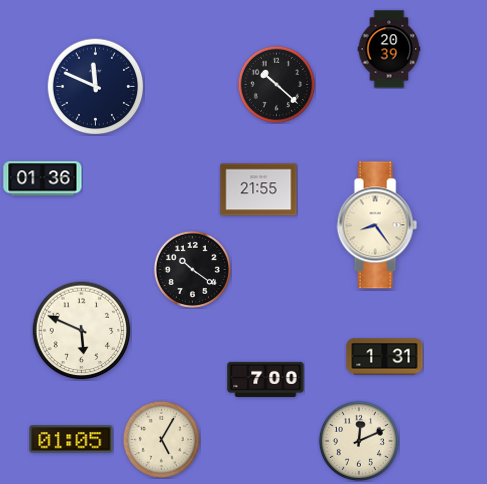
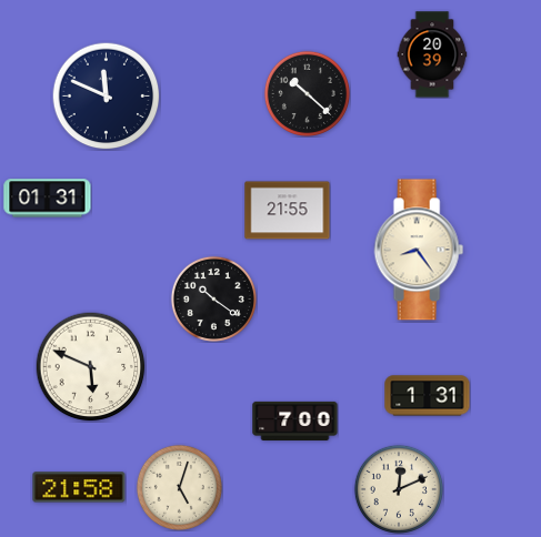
clock at (43, 179): 01:36 -> 01:31
clock at (71, 439): 01:05 -> 21:58
clock at (161, 439): 5:05 -> 5:03
